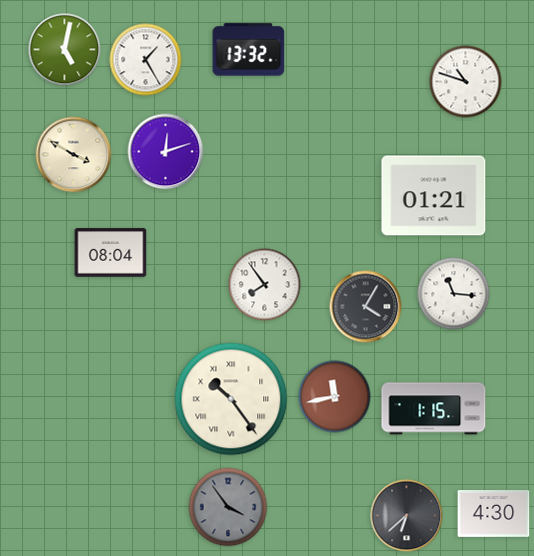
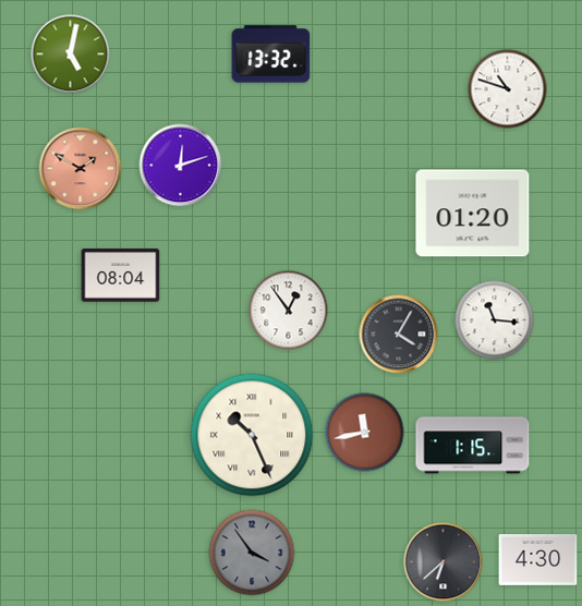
clock at (146, 60): 1:25 -> none
clock at (74, 155): 3:50 -> 1:50
clock at (74, 155) dial: cream -> salmon
clock at (434, 196): 01:21 -> 01:20
clock at (265, 285): 7:54 -> 12:54
clock at (231, 399): 10:24 -> 10:26
clock at (228, 507) position: (228, 507) -> (252, 553)
